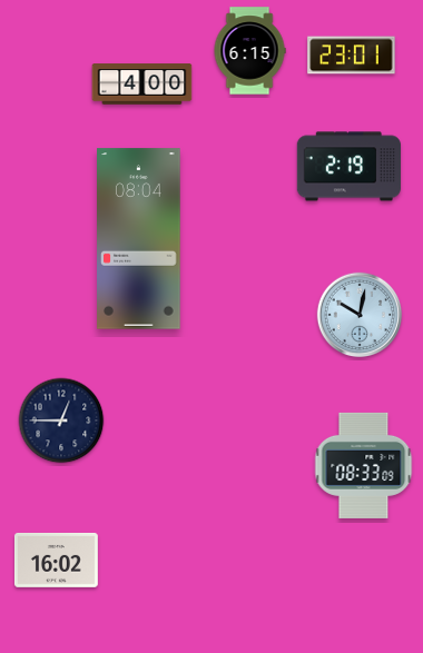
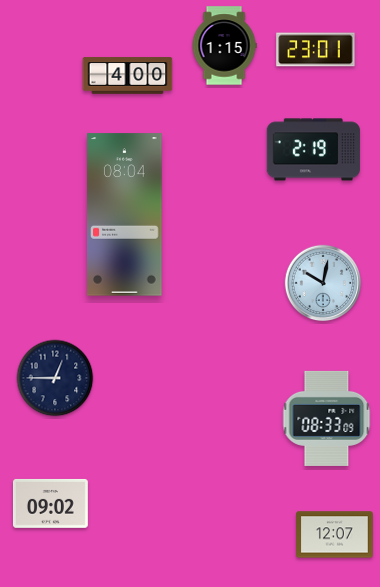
clock at (249, 51): 6:15 -> 1:15
clock at (56, 560): 16:02 -> 09:02
clock at (335, 535): none -> 12:07
